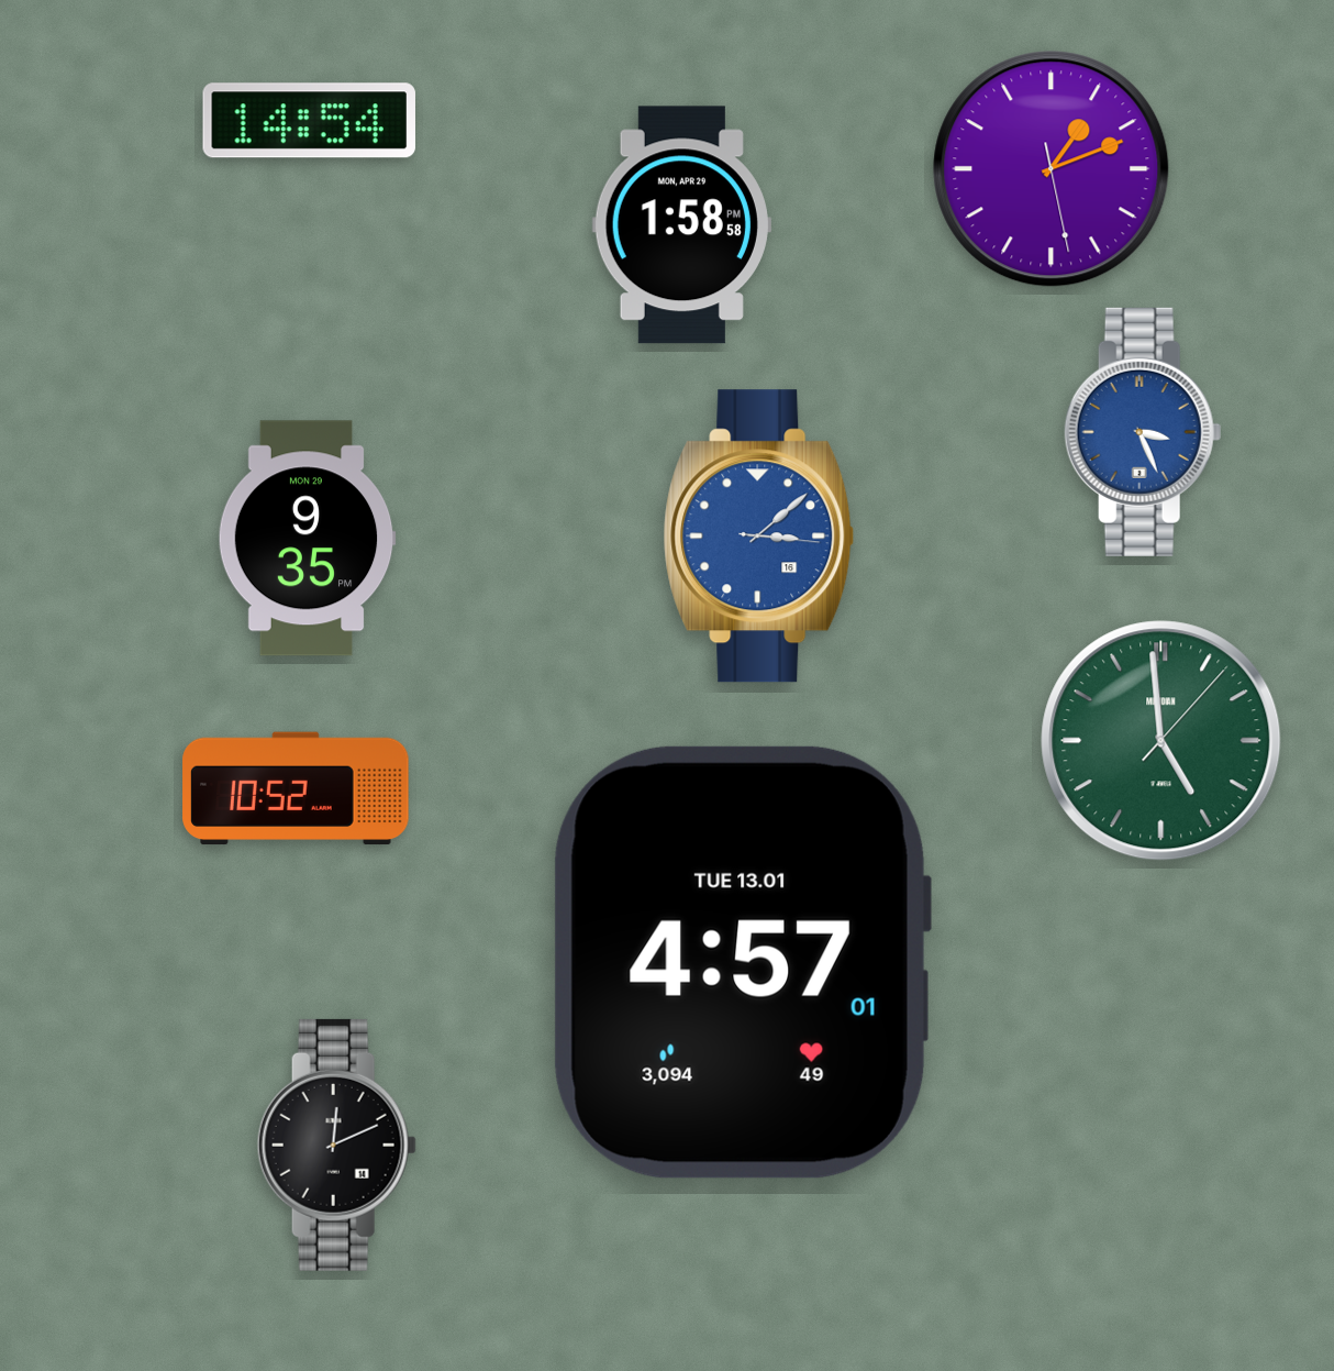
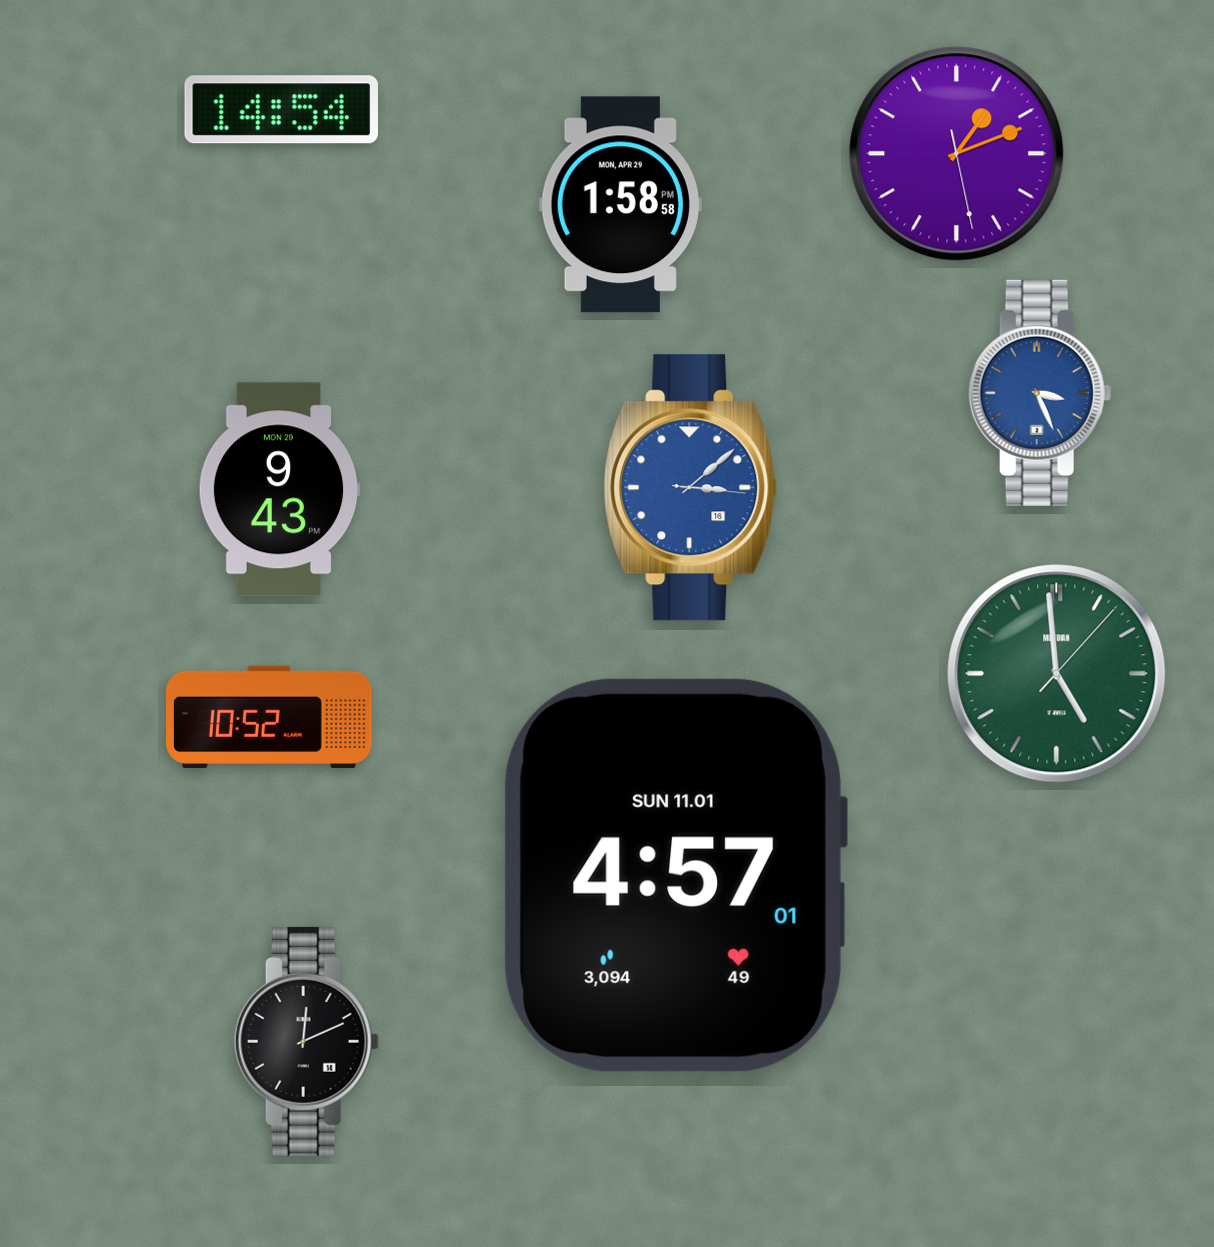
clock at (307, 539): 9:35 -> 9:43
clock at (742, 962) date: TUE 13.01 -> SUN 11.01
